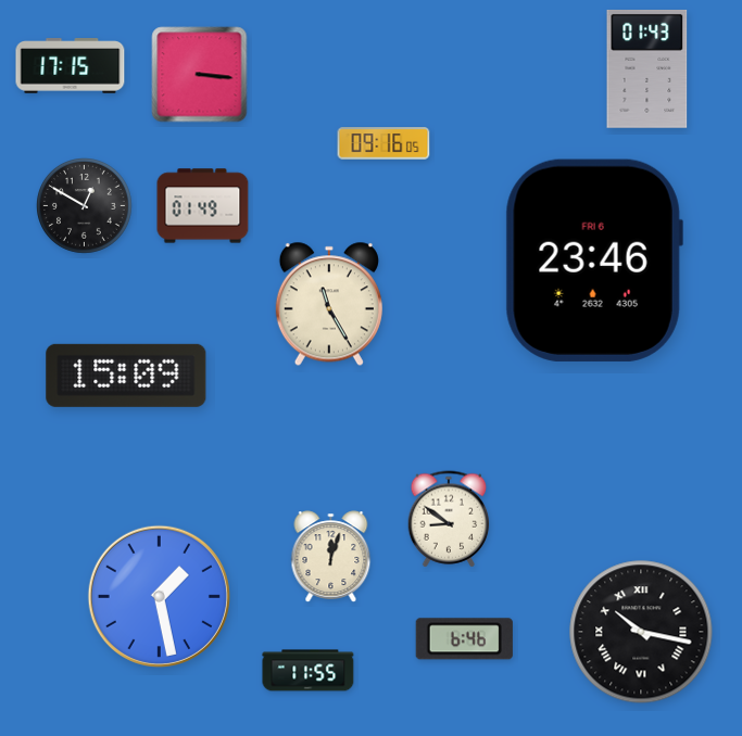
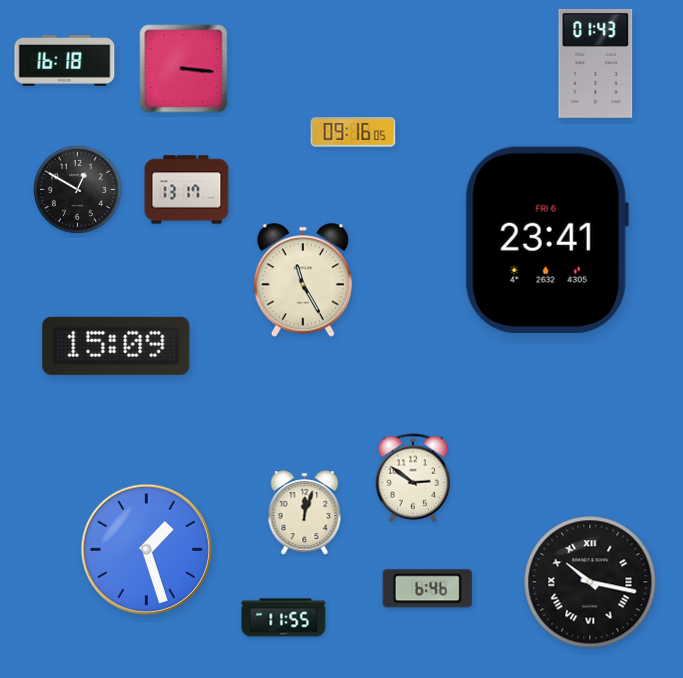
clock at (71, 66): 17:15 -> 16:18
clock at (203, 206): 01:49 -> 13:17
clock at (594, 261): 23:46 -> 23:41
clock at (449, 519): 8:51 -> 2:51
clock at (159, 596): 1:28 -> 1:27
